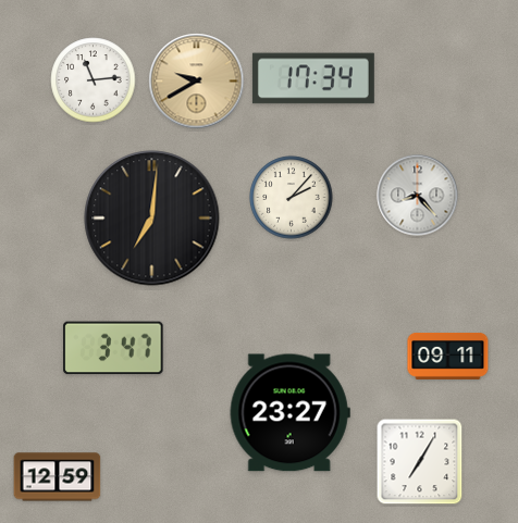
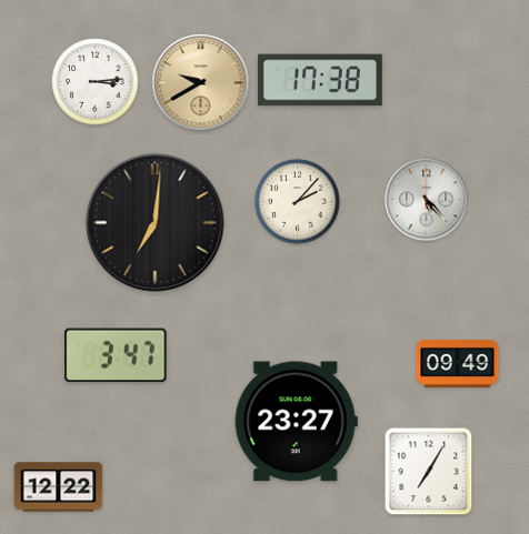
clock at (313, 78): 17:34 -> 17:38
clock at (94, 80): 11:14 -> 3:14
clock at (418, 196): 8:23 -> 5:23
clock at (448, 357): 09:11 -> 09:49
clock at (58, 477): 12:59 -> 12:22
